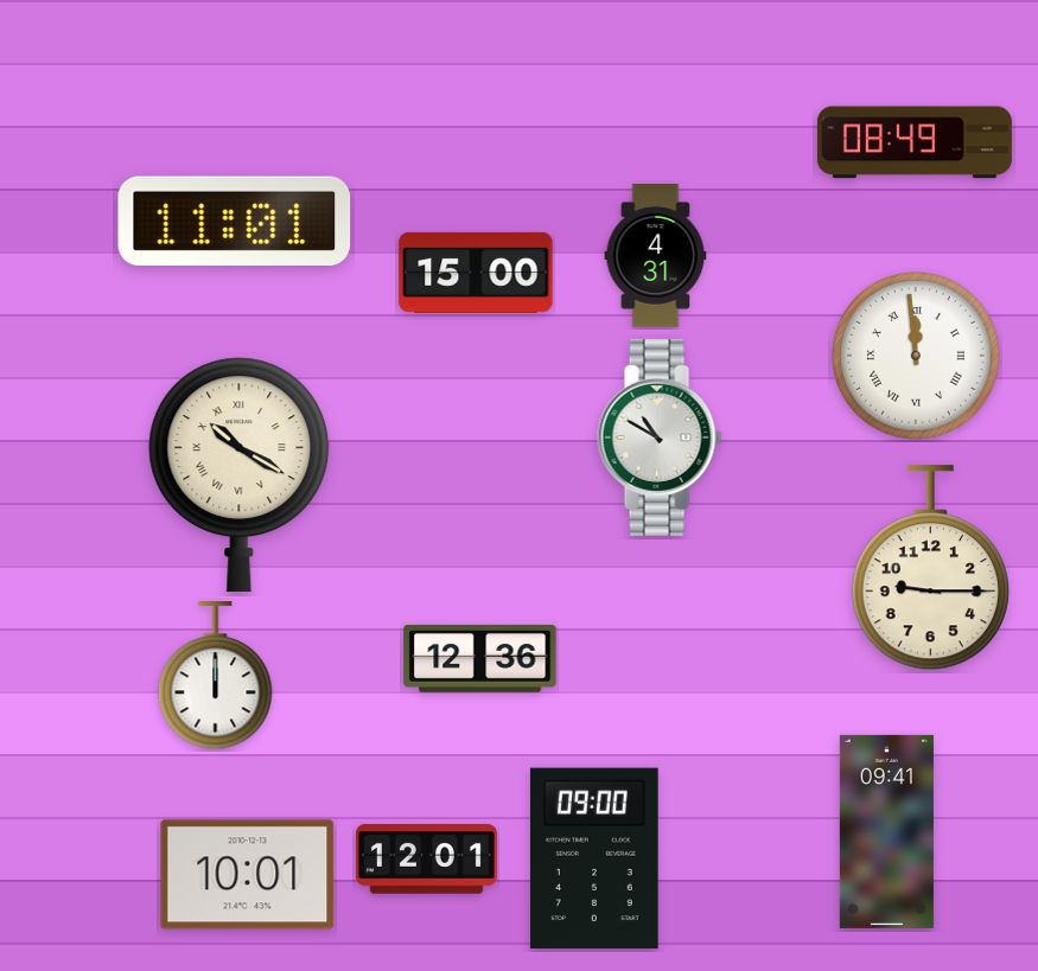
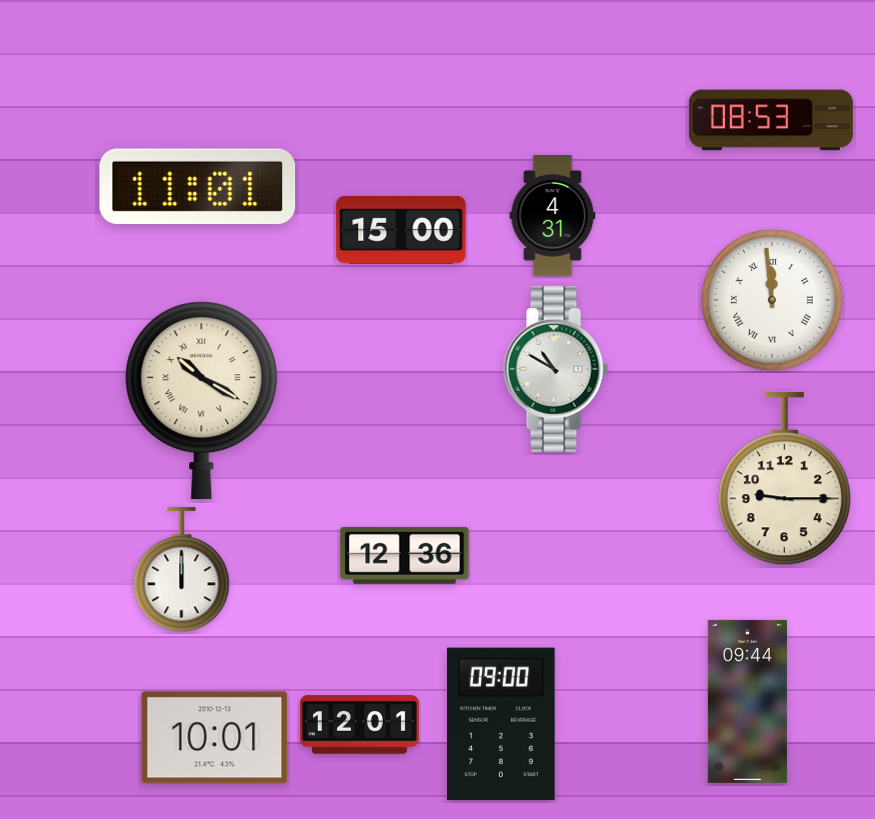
clock at (915, 142): 08:49 -> 08:53
clock at (886, 831): 09:41 -> 09:44
clock at (248, 875) position: (248, 875) -> (215, 738)
